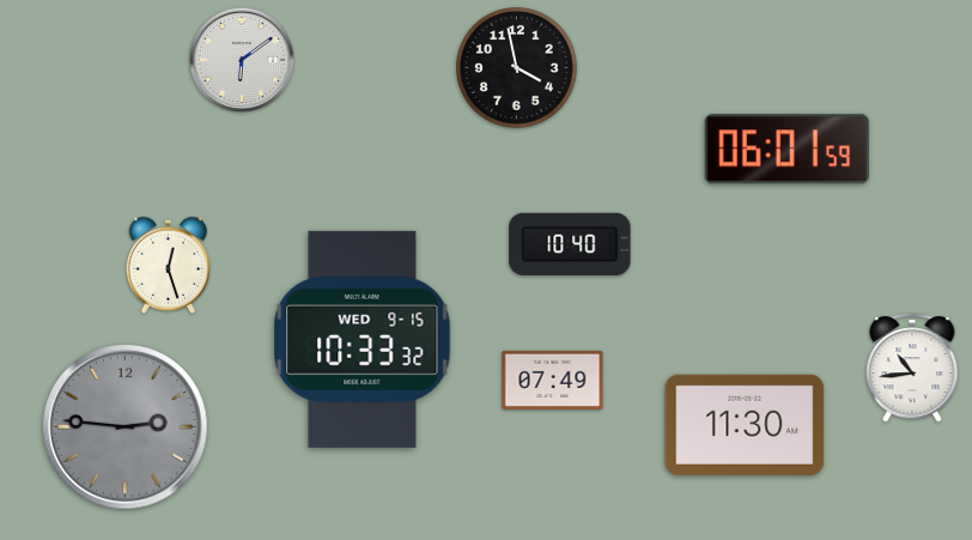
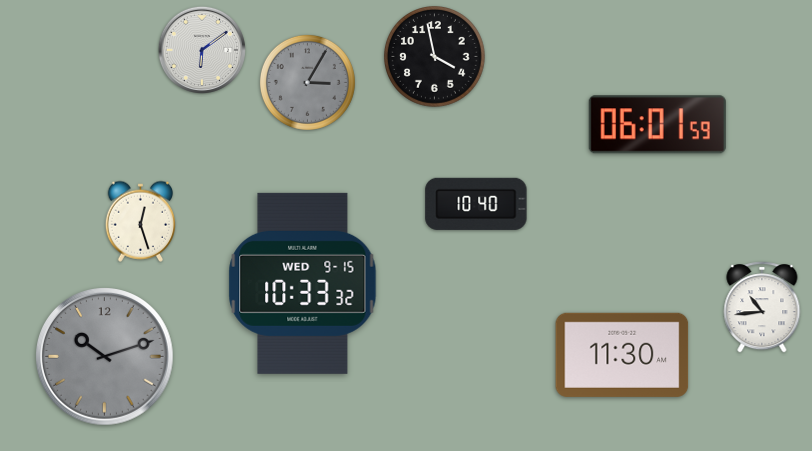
clock at (517, 68) position: (517, 68) -> (435, 57)
clock at (307, 82): none -> 3:05
clock at (553, 380): 07:49 -> none
clock at (126, 427): 2:46 -> 10:12
